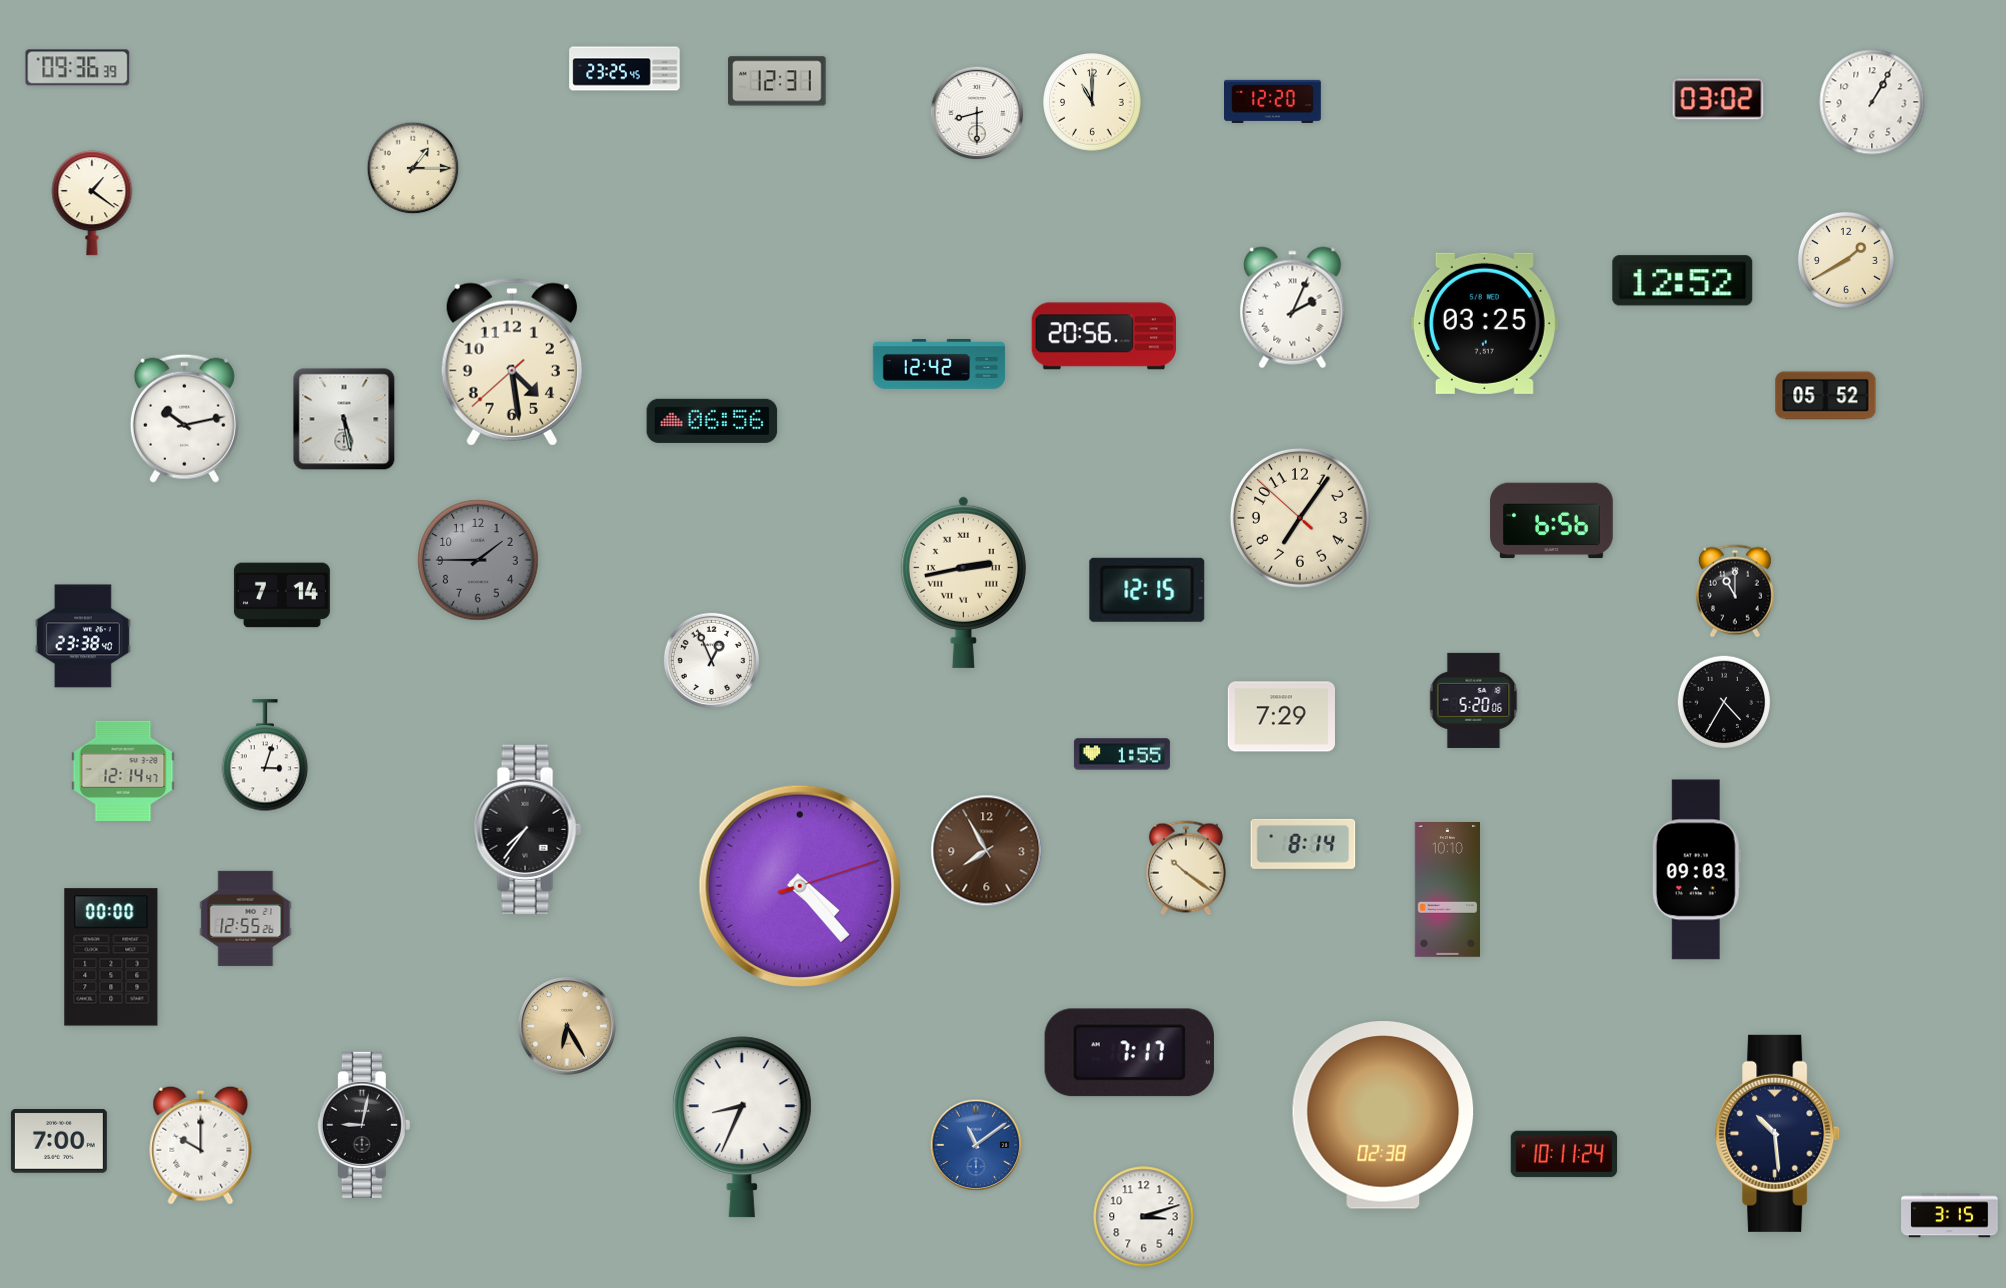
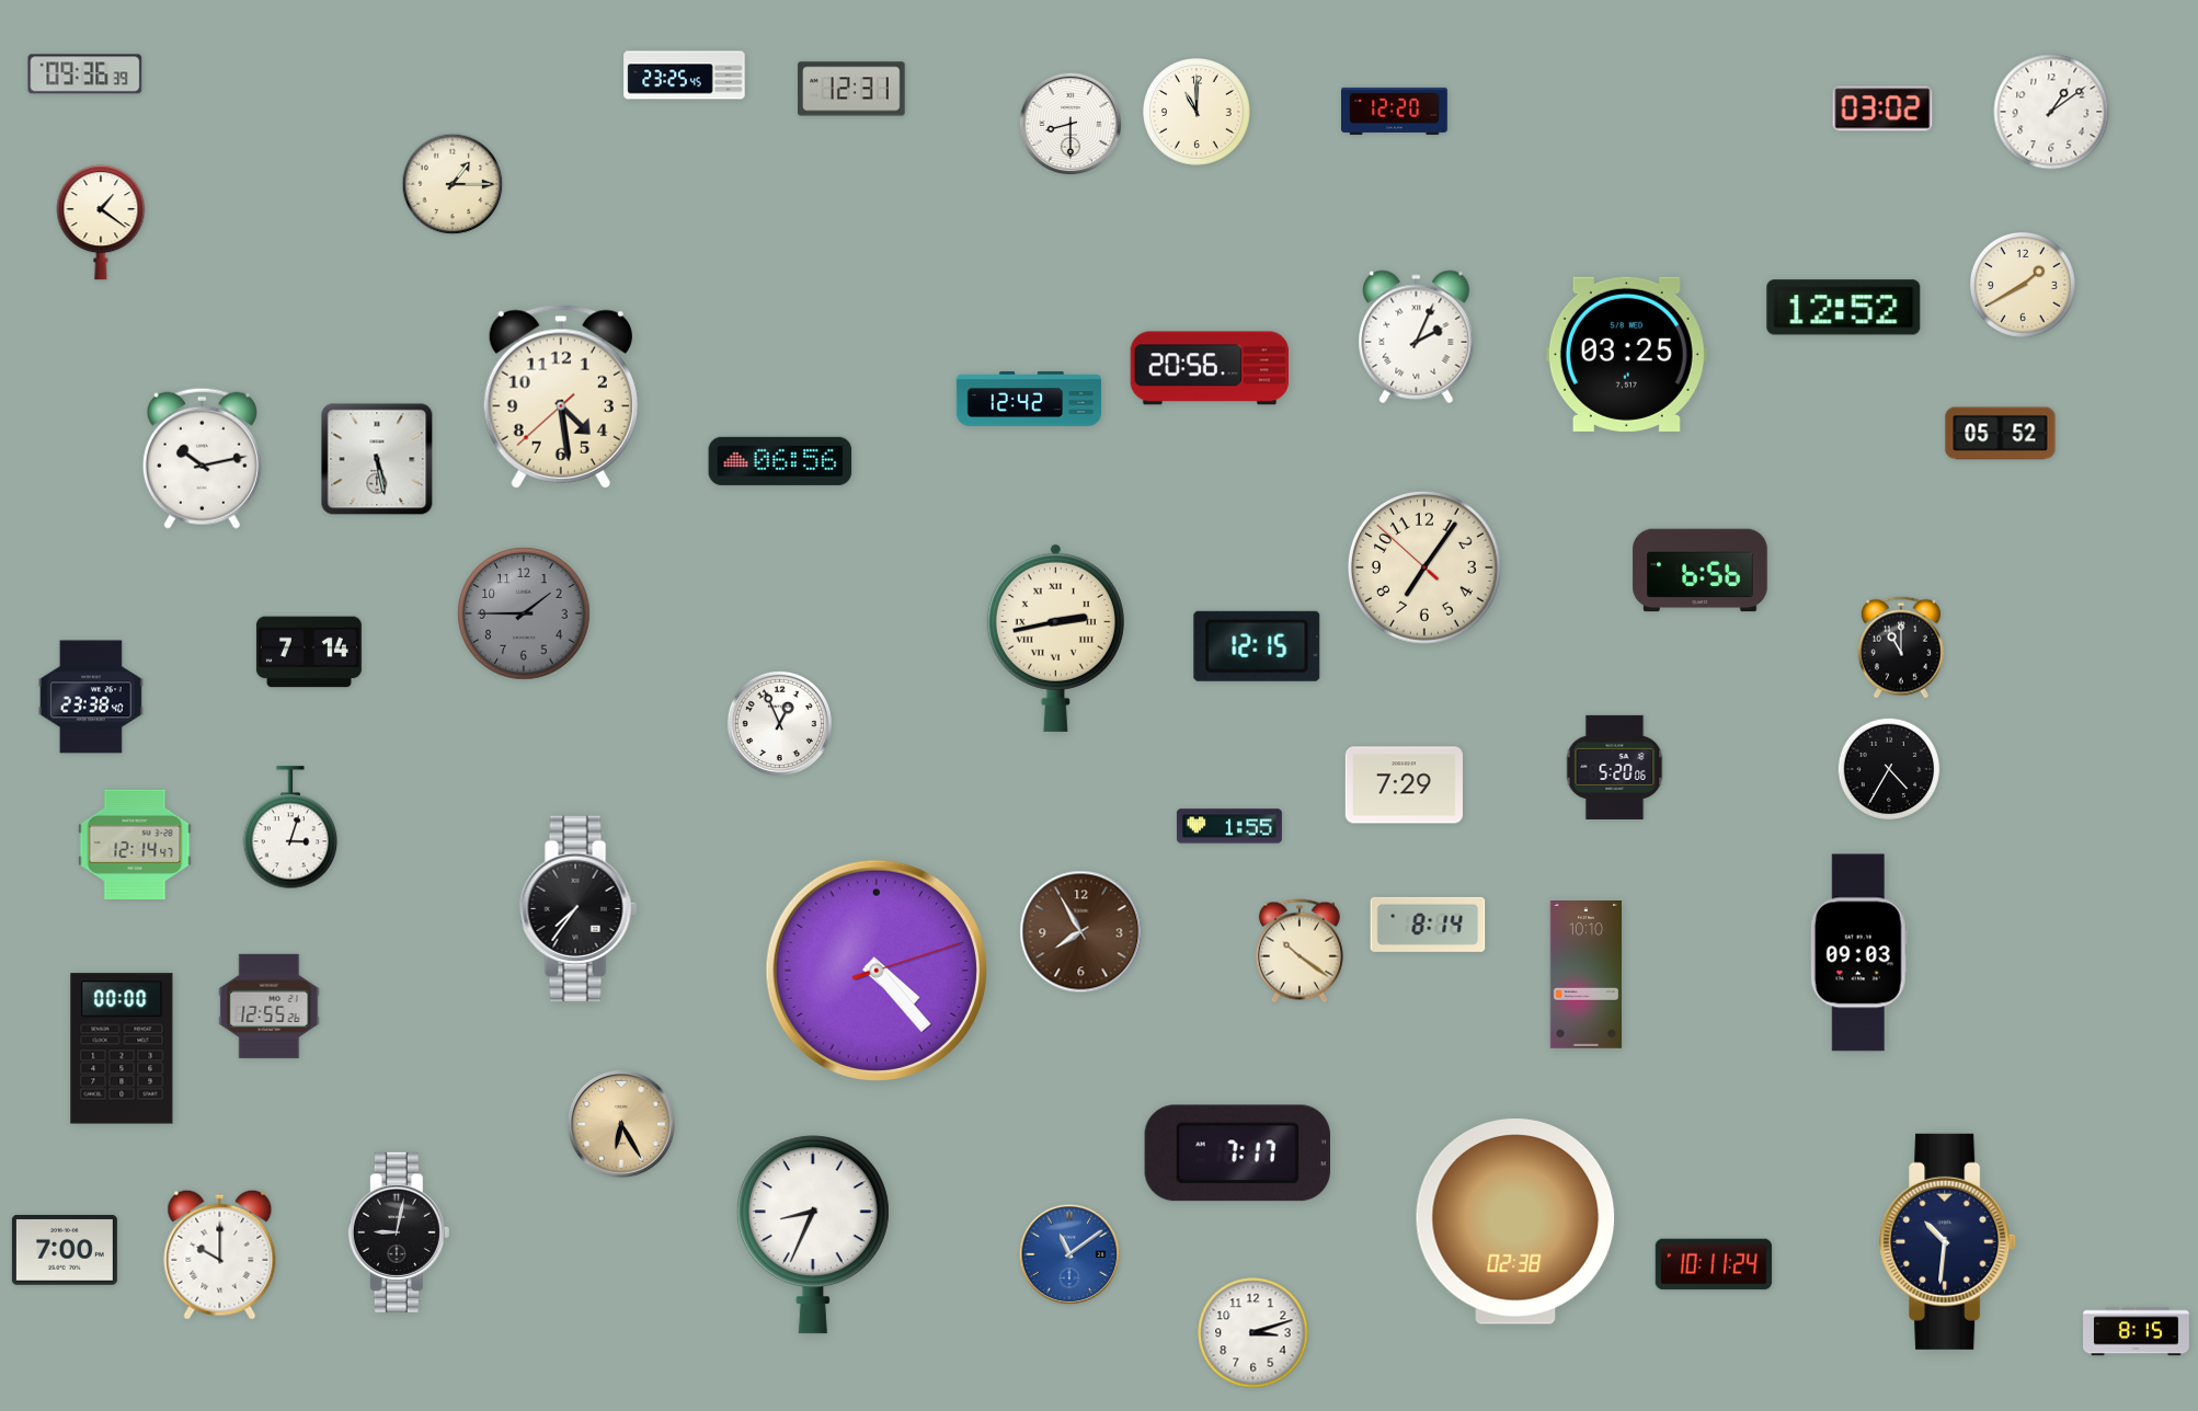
clock at (1872, 102): 1:05 -> 1:09
clock at (1778, 1133): 10:29 -> 10:31
clock at (1950, 1216): 3:15 -> 8:15
